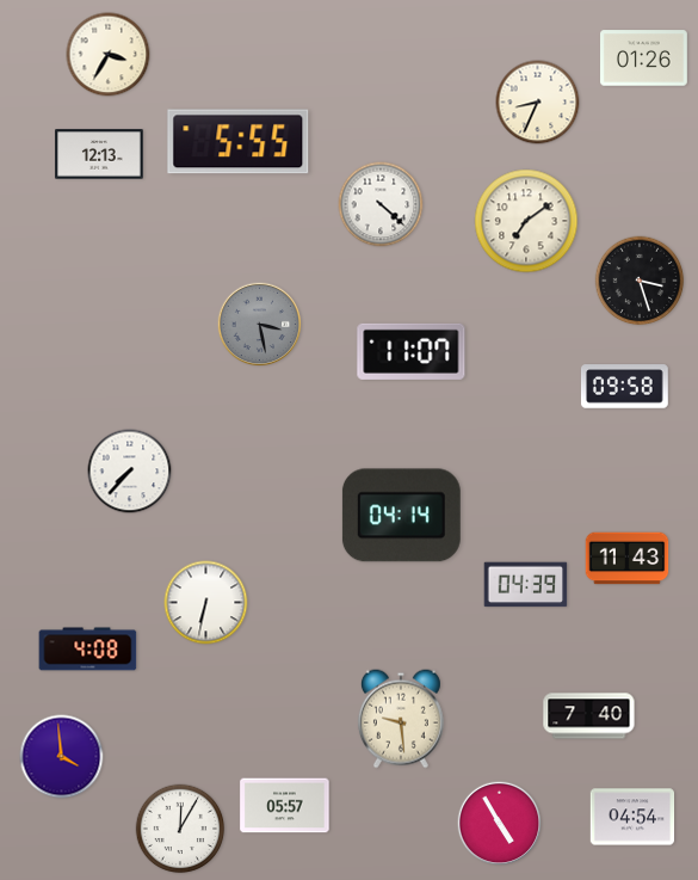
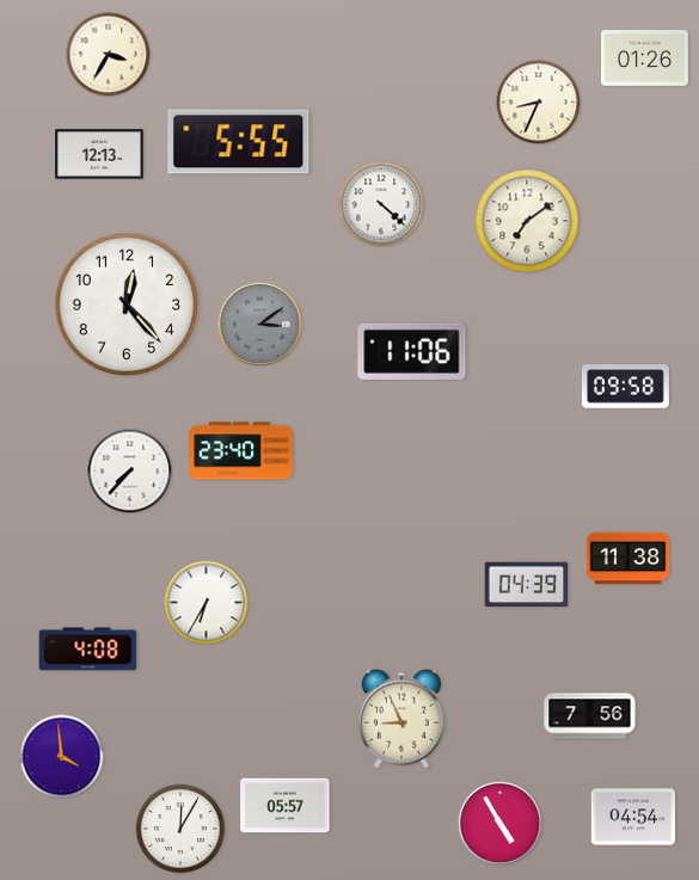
clock at (640, 281): 3:27 -> none
clock at (127, 304): none -> 12:23
clock at (260, 325): 3:28 -> 3:09
clock at (412, 351): 11:07 -> 11:06
clock at (241, 451): none -> 23:40
clock at (401, 516): 04:14 -> none
clock at (628, 559): 11:43 -> 11:38
clock at (206, 603): 6:32 -> 6:35
clock at (589, 716): 7:40 -> 7:56
clock at (401, 719): 9:29 -> 8:56
